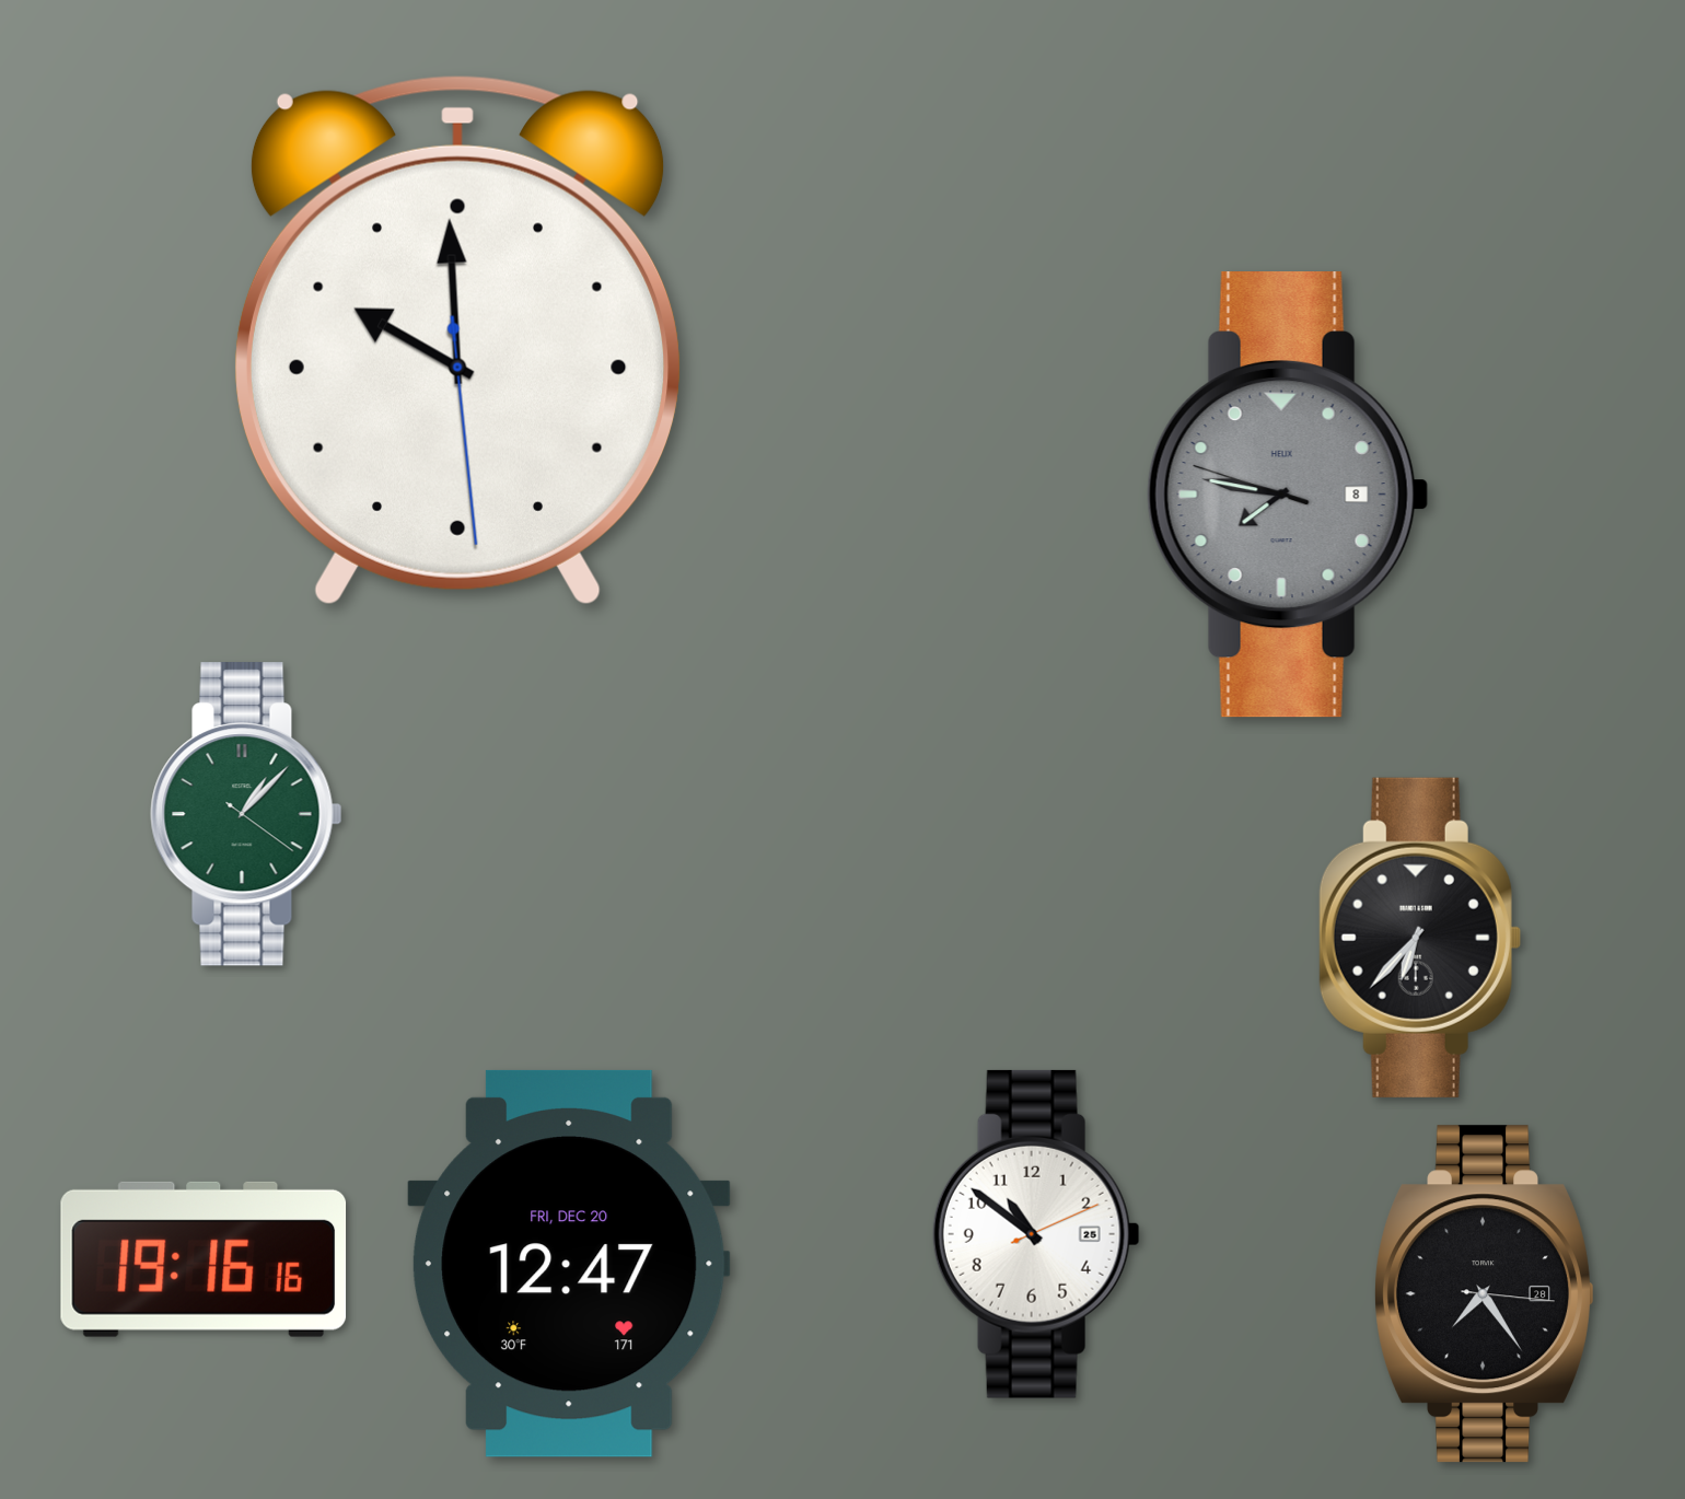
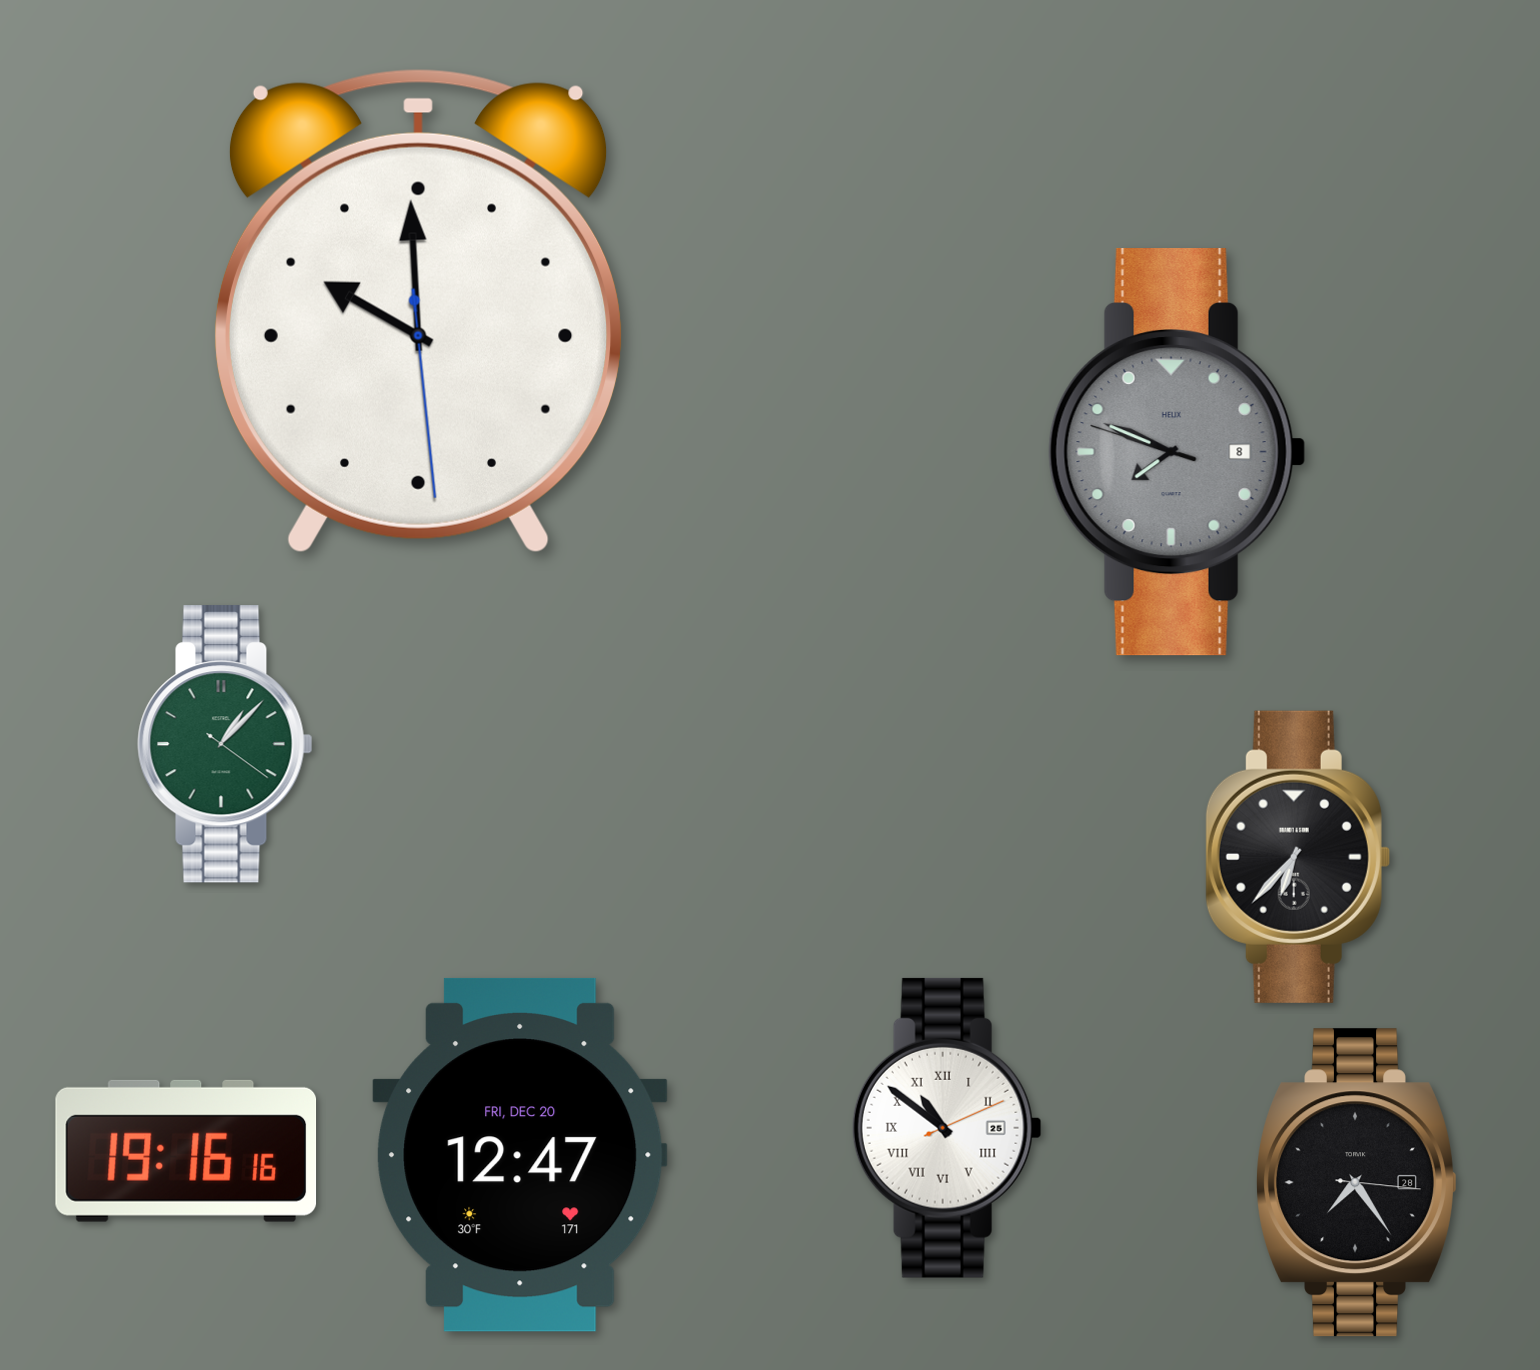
clock at (1288, 496): 7:46 -> 7:48
clock at (1036, 1234) numerals: Arabic -> Roman
